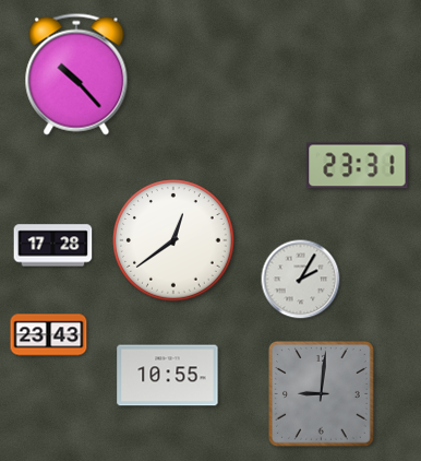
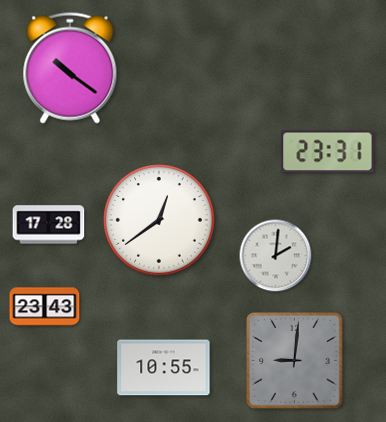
clock at (76, 74): 10:23 -> 10:21
clock at (301, 280): 2:05 -> 2:01
clock at (168, 376) position: (168, 376) -> (164, 368)
